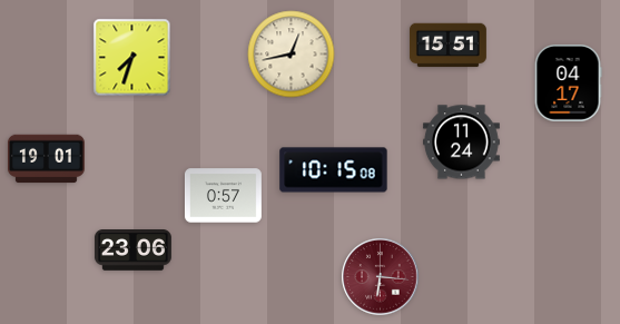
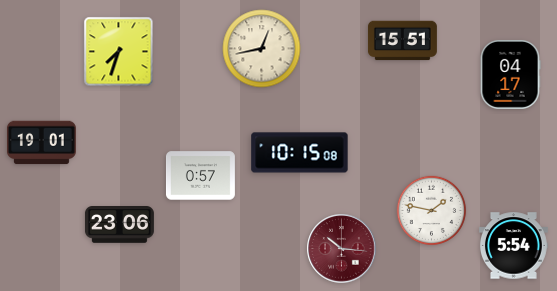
clock at (461, 143): 11:24 -> none
clock at (432, 211): none -> 1:47
clock at (513, 246): none -> 5:54
clock at (381, 277): 6:16 -> 10:16
